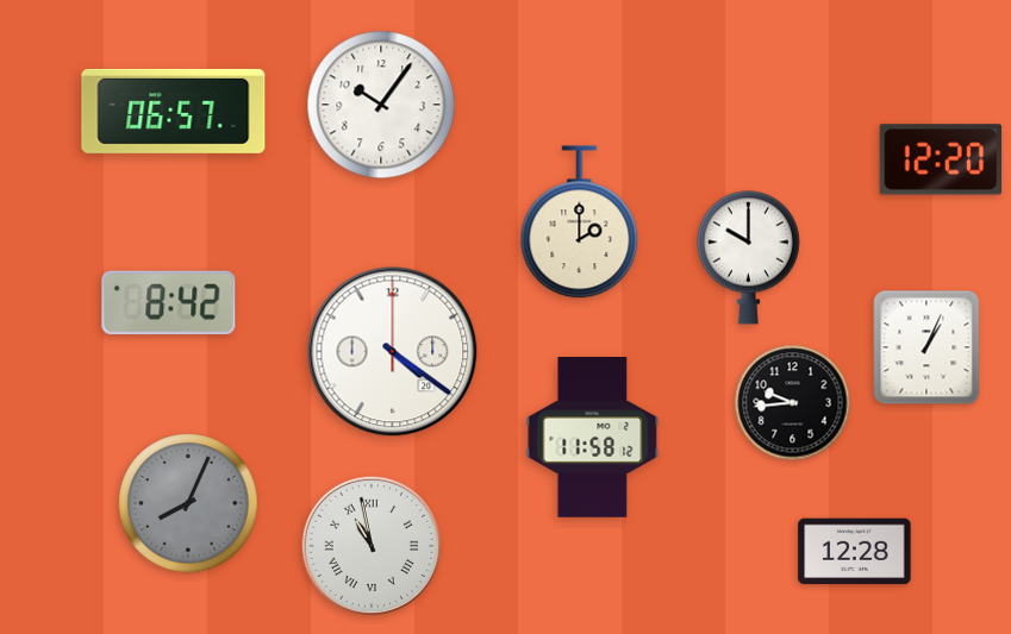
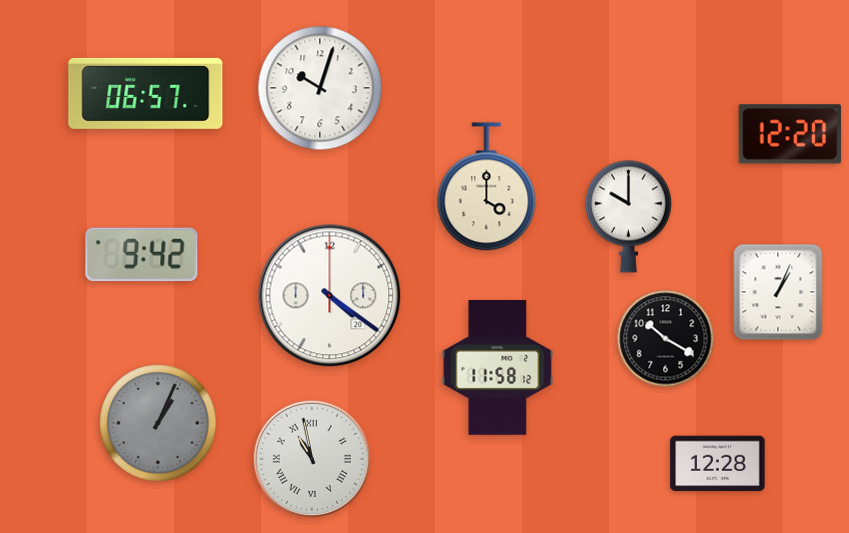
clock at (381, 105): 10:06 -> 10:03
clock at (580, 222): 2:00 -> 4:00
clock at (169, 303): 8:42 -> 9:42
clock at (793, 403): 9:44 -> 10:20
clock at (188, 503): 8:04 -> 1:04
